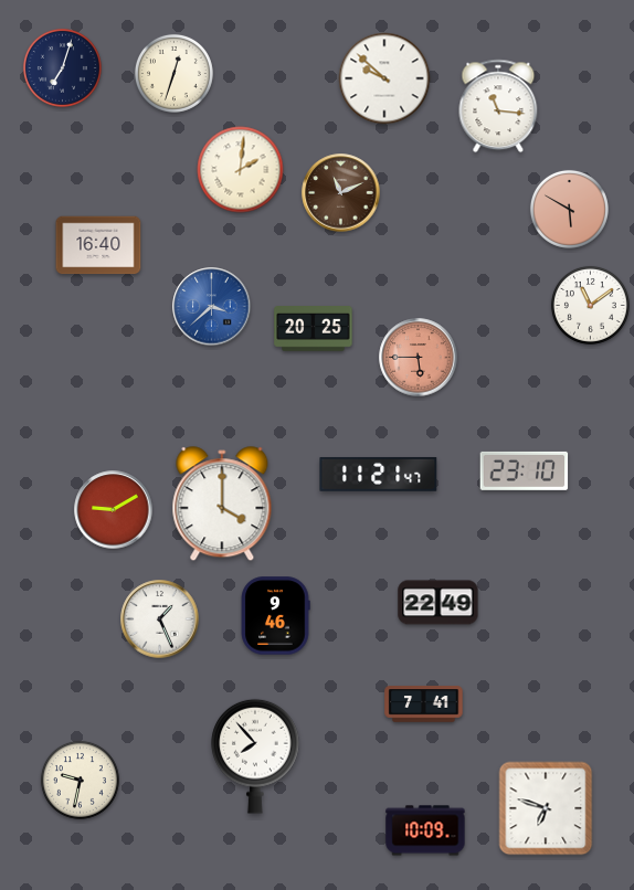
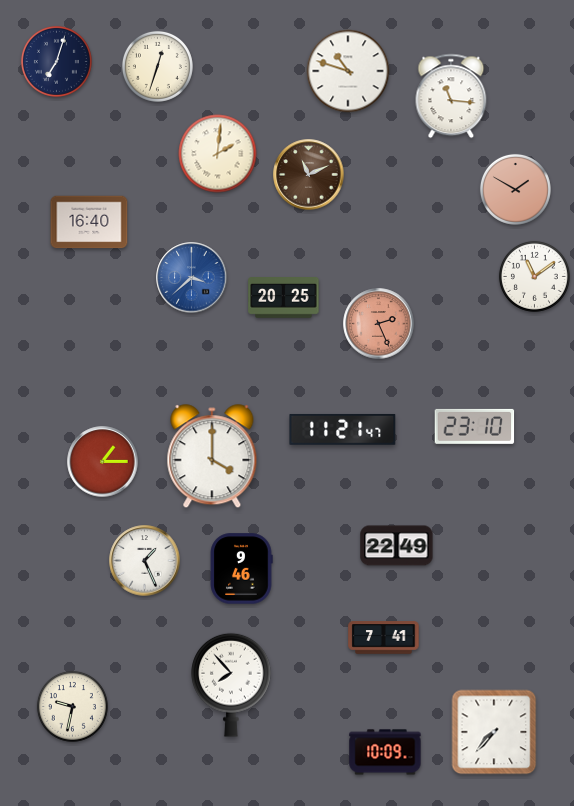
clock at (384, 78): 9:52 -> 10:48
clock at (569, 209): 5:50 -> 1:50
clock at (419, 358): 5:45 -> 2:26
clock at (222, 505) position: (222, 505) -> (212, 457)
clock at (114, 510): 9:10 -> 1:15
clock at (275, 616) position: (275, 616) -> (241, 569)
clock at (546, 808): 6:48 -> 7:37
